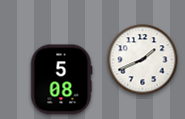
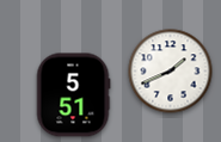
clock at (61, 80): 5:08 -> 5:51
